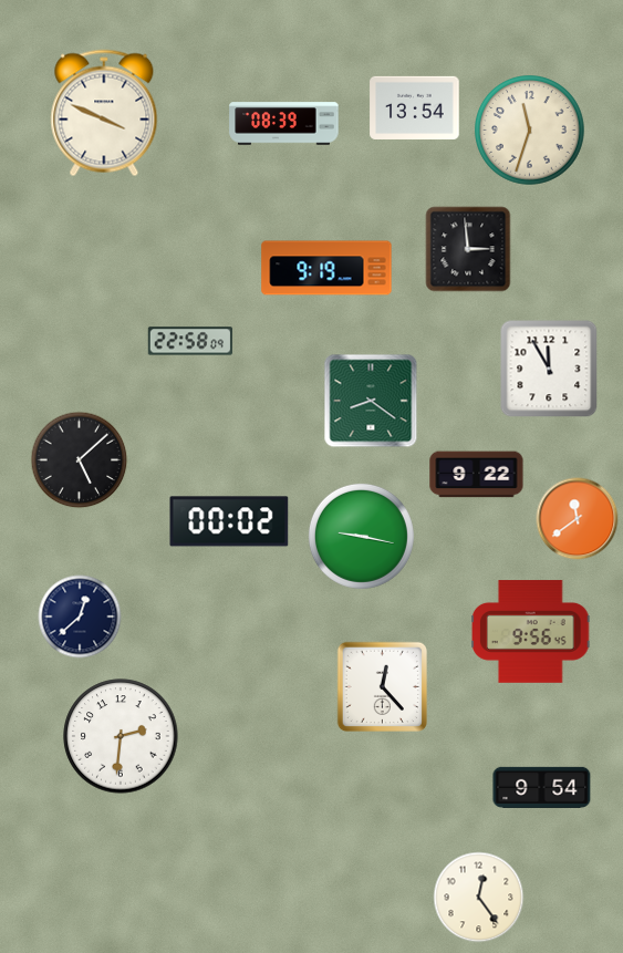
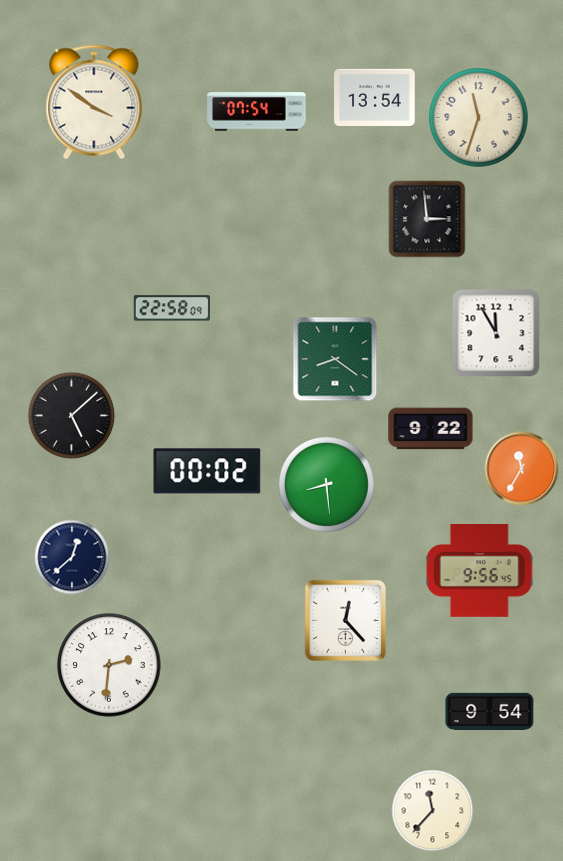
clock at (104, 113): 3:49 -> 3:51
clock at (284, 124): 08:39 -> 07:54
clock at (468, 249) position: (468, 249) -> (427, 219)
clock at (326, 268): 9:19 -> none
clock at (371, 401) position: (371, 401) -> (335, 359)
clock at (578, 519): 11:39 -> 11:35
clock at (361, 536): 9:17 -> 8:29
clock at (479, 898): 12:24 -> 11:37
